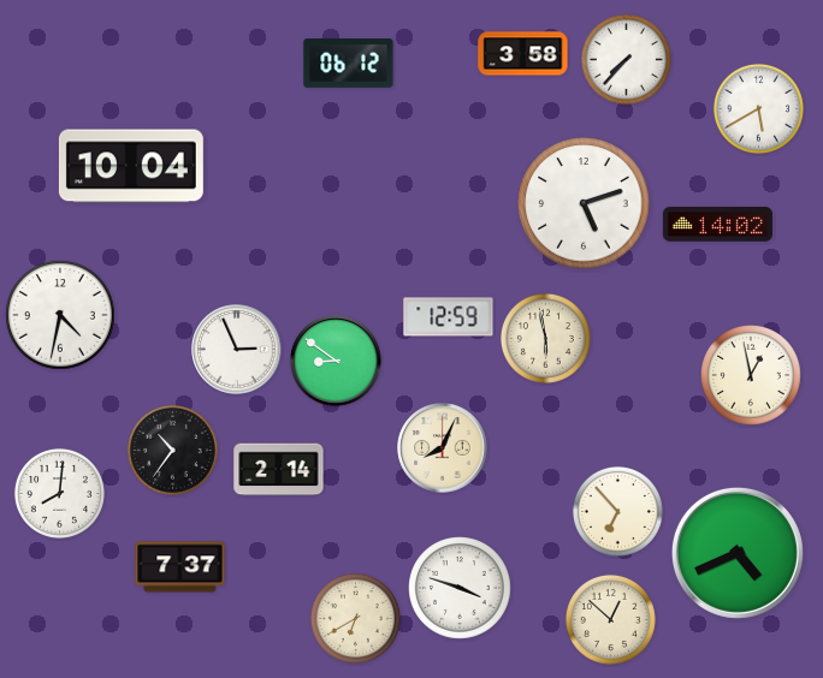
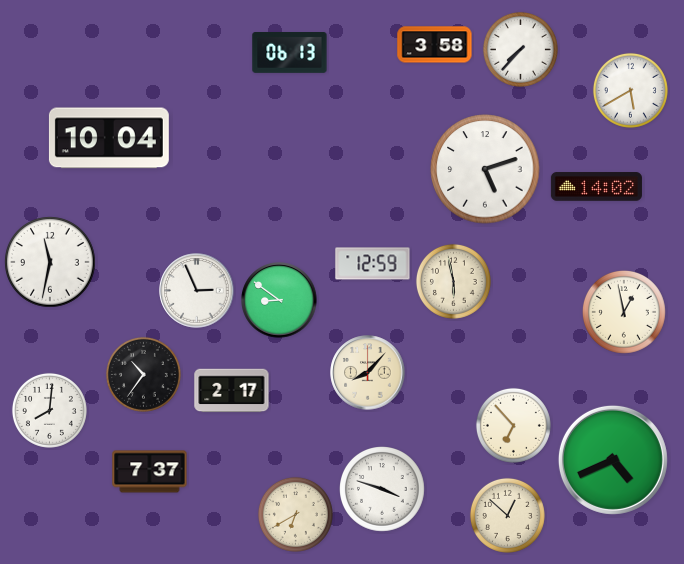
clock at (349, 64): 06:12 -> 06:13
clock at (60, 315): 4:32 -> 11:32
clock at (443, 448): 8:04 -> 8:07
clock at (279, 470): 2:14 -> 2:17
